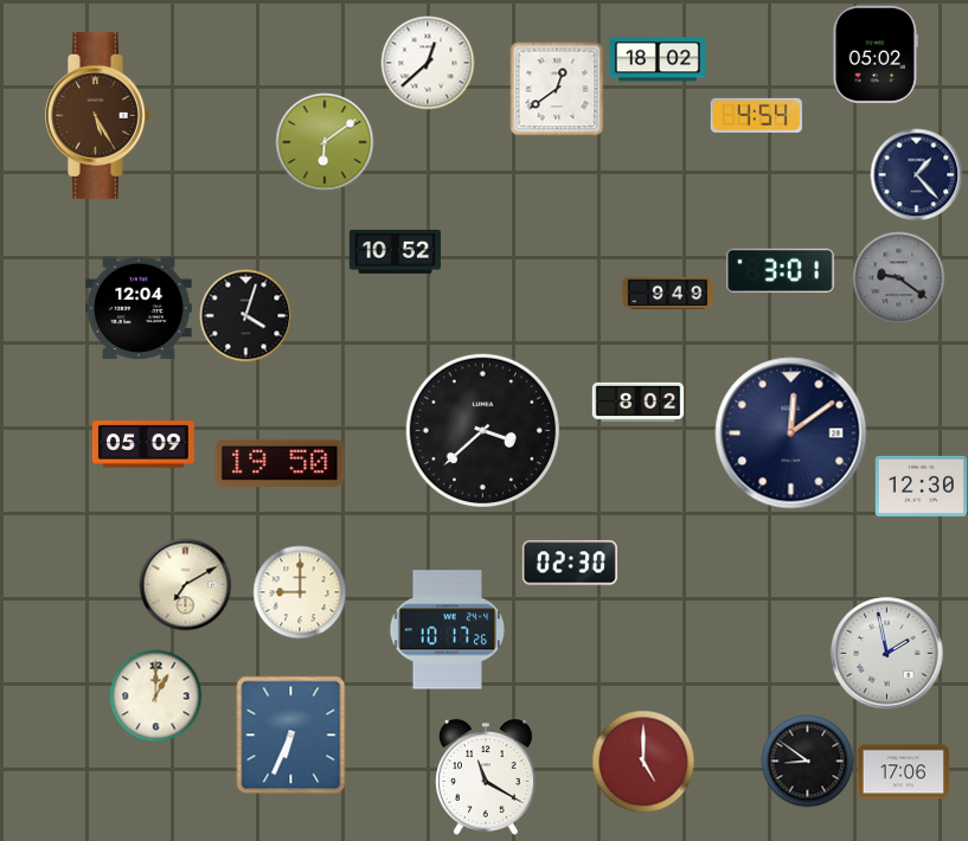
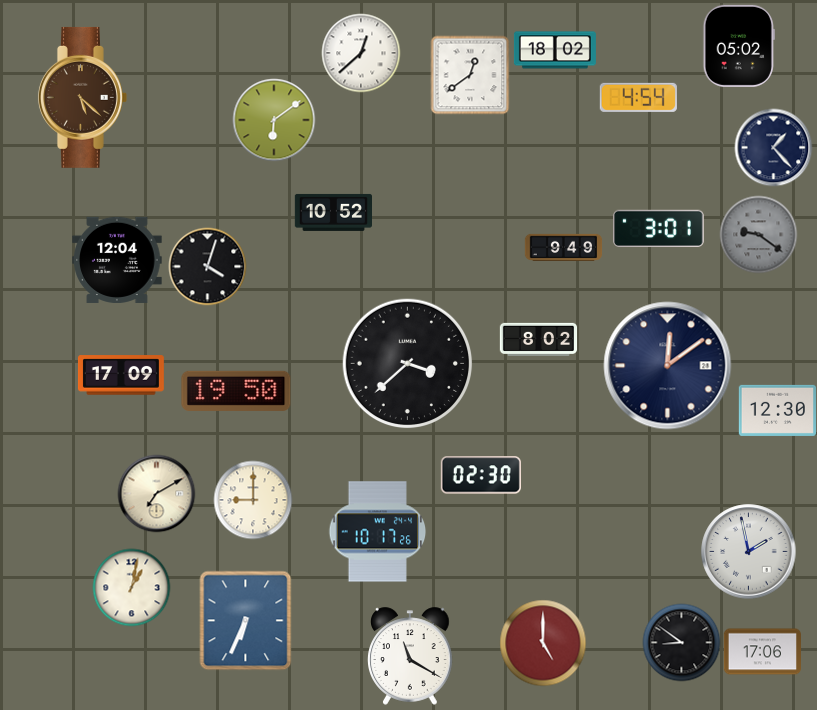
clock at (97, 115): 5:25 -> 5:22
clock at (143, 444): 05:09 -> 17:09
clock at (155, 695): 1:00 -> 1:02
